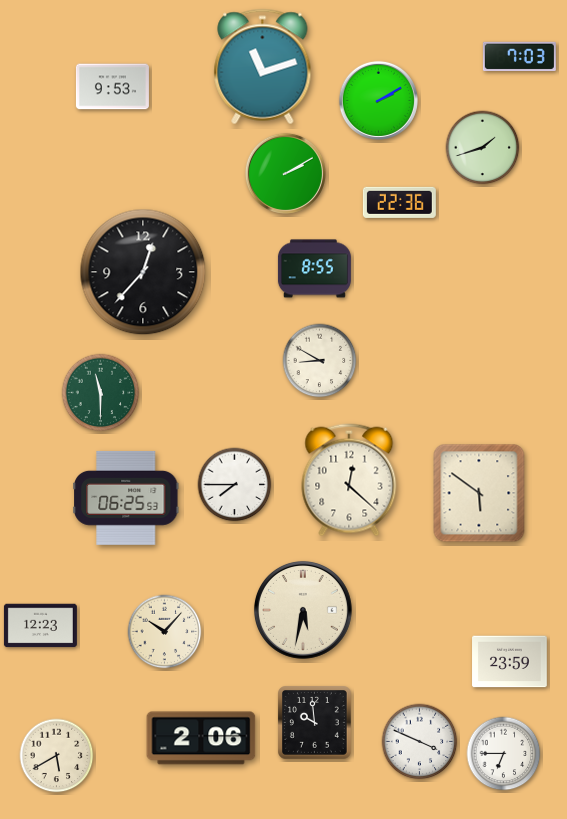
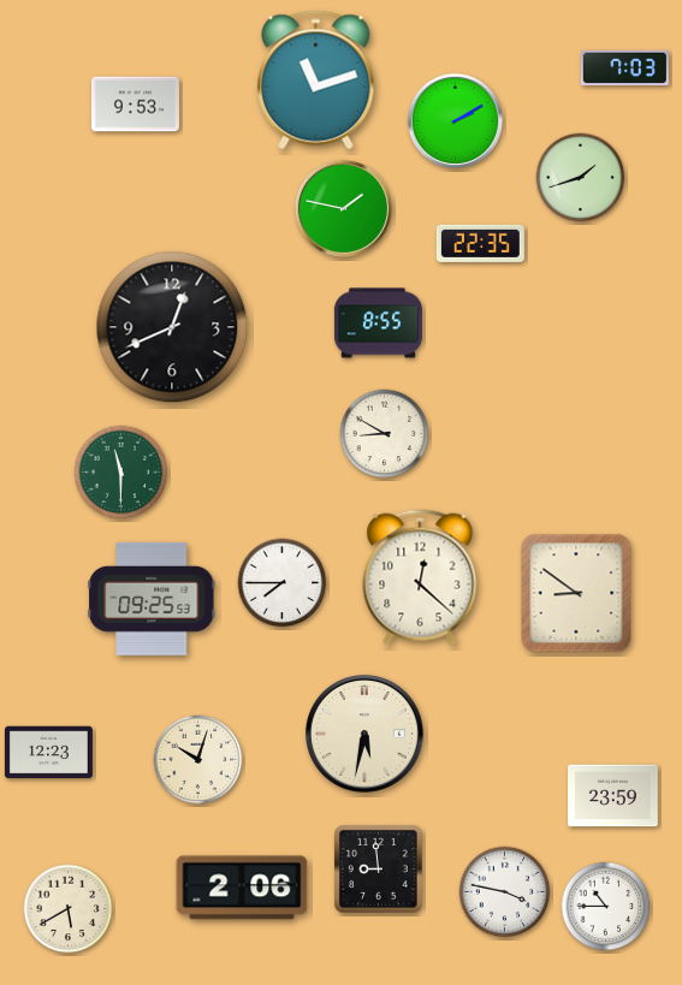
clock at (285, 173): 2:10 -> 1:47
clock at (399, 202): 22:36 -> 22:35
clock at (143, 272): 12:37 -> 12:41
clock at (479, 493): 5:51 -> 8:51
clock at (127, 498): 06:25 -> 09:25
clock at (165, 632): 10:07 -> 10:03
clock at (315, 723): 9:59 -> 8:59
clock at (420, 742): 3:49 -> 3:47
clock at (504, 754): 6:45 -> 10:45
